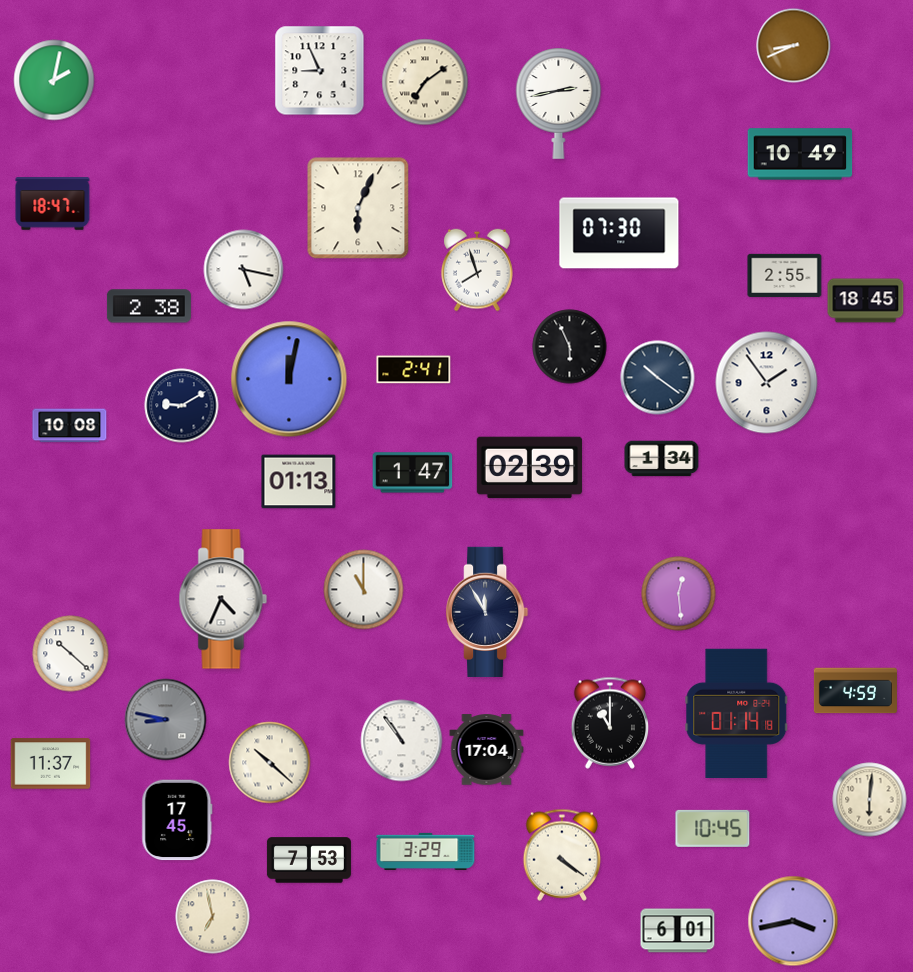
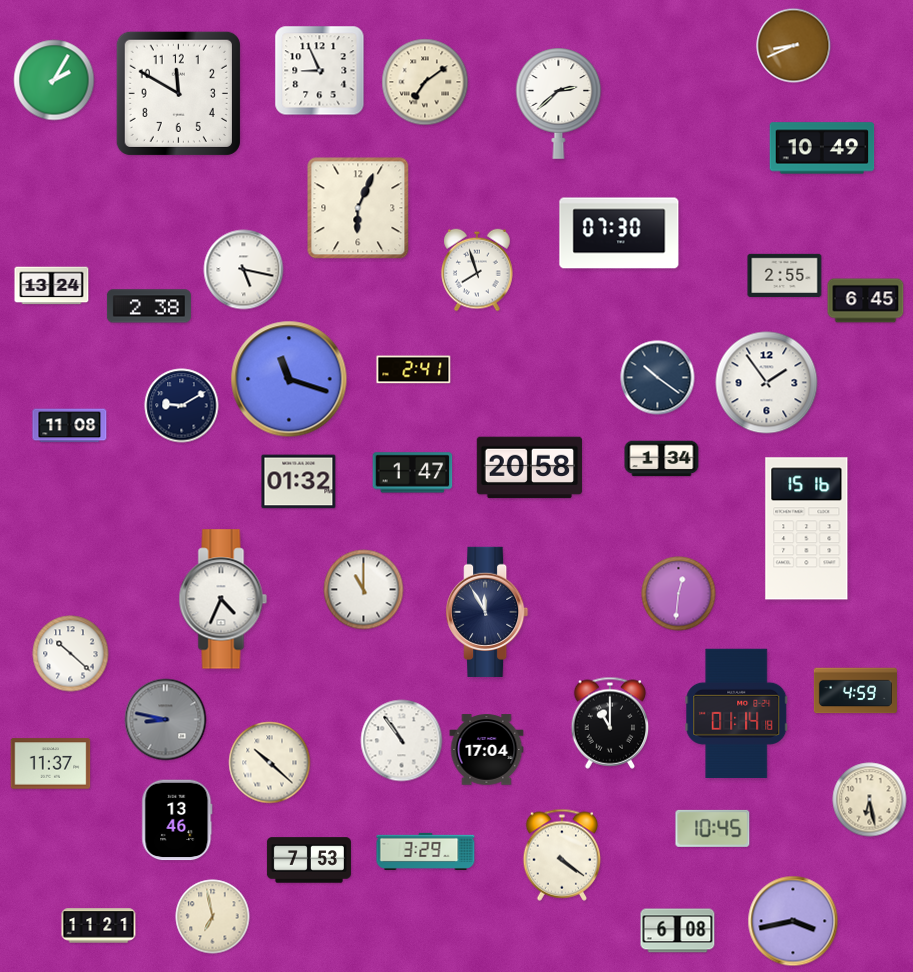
clock at (54, 80): 2:02 -> 2:05
clock at (178, 93): none -> 11:50
clock at (559, 103): 2:43 -> 2:38
clock at (800, 154) position: (800, 154) -> (822, 148)
clock at (53, 204): 18:47 -> none
clock at (52, 286): none -> 13:24
clock at (866, 301): 18:45 -> 6:45
clock at (570, 347): 5:56 -> none
clock at (289, 379): 12:02 -> 11:18
clock at (70, 426): 10:08 -> 11:08
clock at (530, 468): 02:39 -> 20:58
clock at (299, 482): 01:13 -> 01:32
clock at (807, 529): none -> 15:16
clock at (679, 594): 12:29 -> 12:31
clock at (870, 800): 6:01 -> 6:28
clock at (177, 820): 17:45 -> 13:46
clock at (99, 926): none -> 11:21
clock at (678, 931): 6:01 -> 6:08
